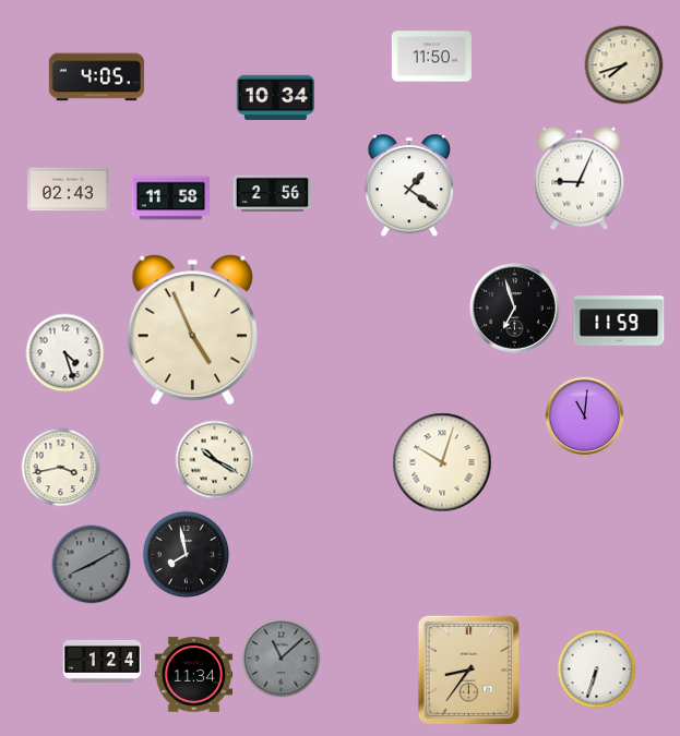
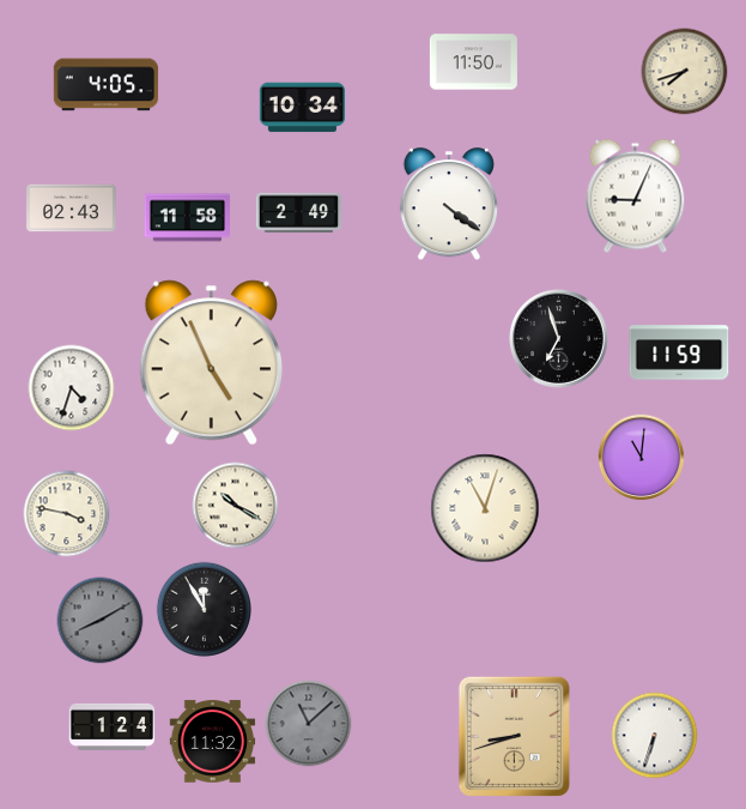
clock at (408, 186): 1:21 -> 4:21
clock at (69, 190) position: (69, 190) -> (72, 209)
clock at (273, 194): 2:56 -> 2:49
clock at (515, 309) position: (515, 309) -> (559, 339)
clock at (65, 353): 4:27 -> 4:33
clock at (442, 462): 10:03 -> 11:03
clock at (61, 468): 3:43 -> 3:47
clock at (187, 555): 7:58 -> 11:55
clock at (468, 669): 8:36 -> 8:42
clock at (194, 675): 11:34 -> 11:32
